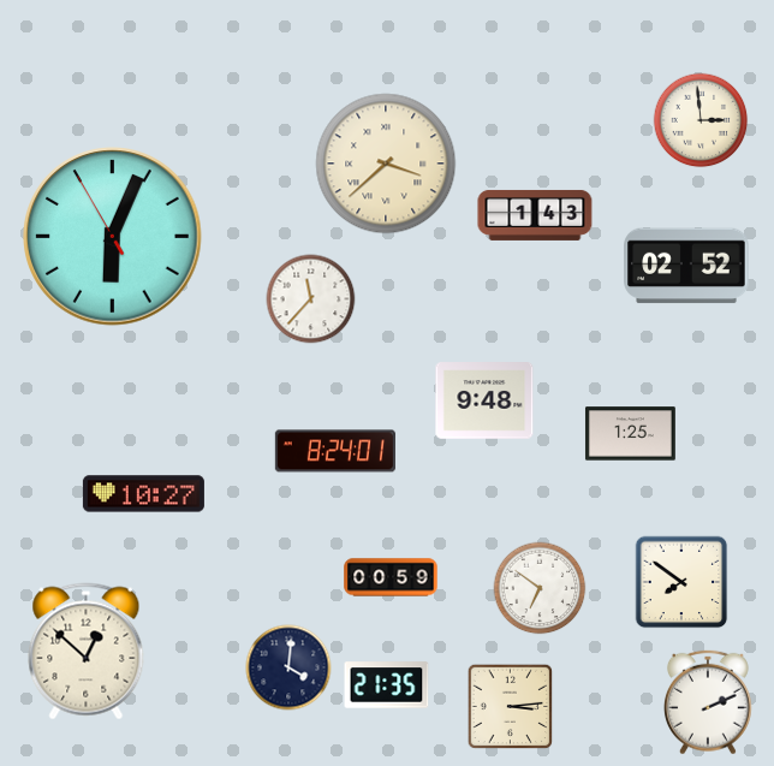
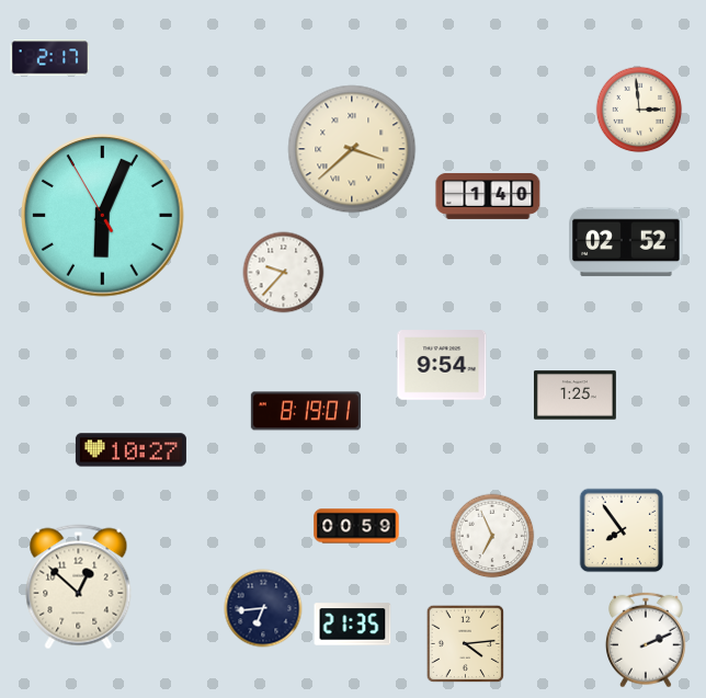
clock at (50, 58): none -> 2:17
clock at (535, 215): 1:43 -> 1:40
clock at (311, 299): 11:37 -> 9:37
clock at (484, 400): 9:48 -> 9:54
clock at (335, 451): 8:24 -> 8:19
clock at (681, 582): 7:51 -> 7:54
clock at (540, 588): 6:51 -> 6:56
clock at (87, 652) position: (87, 652) -> (79, 587)
clock at (288, 667): 4:01 -> 6:44
clock at (511, 707): 3:14 -> 4:14
